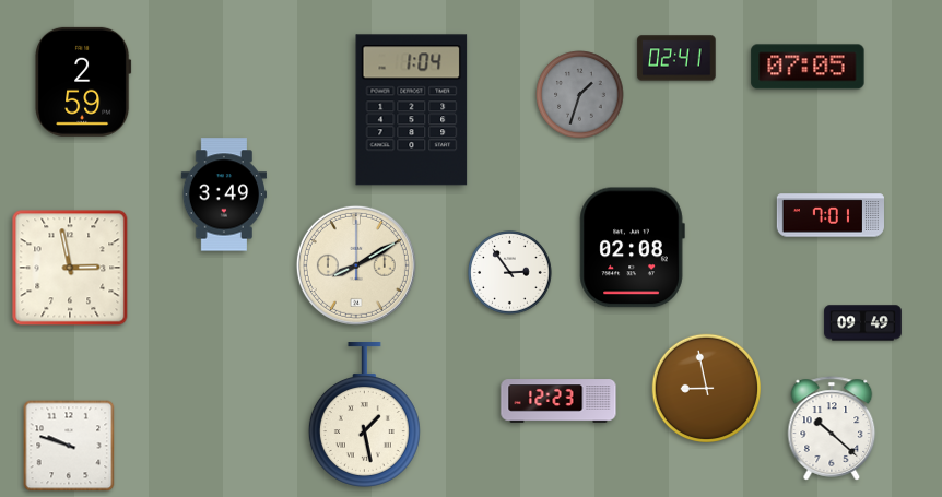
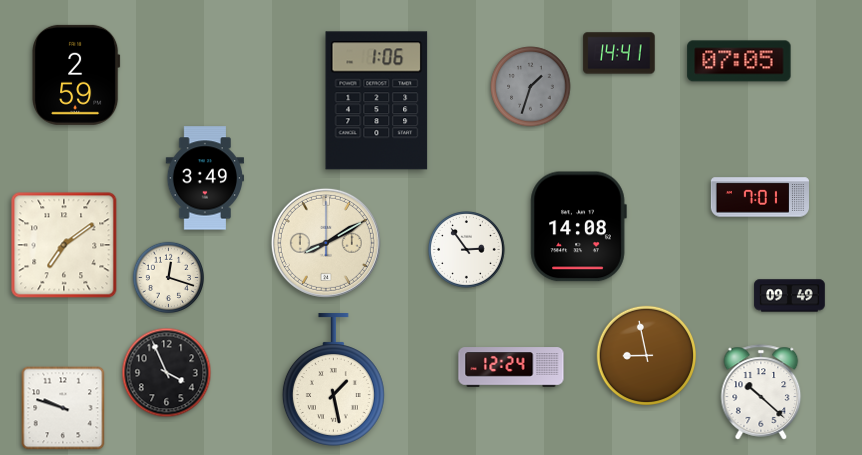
clock at (676, 58): 02:41 -> 14:41
clock at (412, 110): 1:04 -> 1:06
clock at (632, 248): 02:08 -> 14:08
clock at (70, 268): 2:58 -> 7:09
clock at (168, 277): none -> 12:18
clock at (558, 401): 12:23 -> 12:24
clock at (167, 373): none -> 3:56
